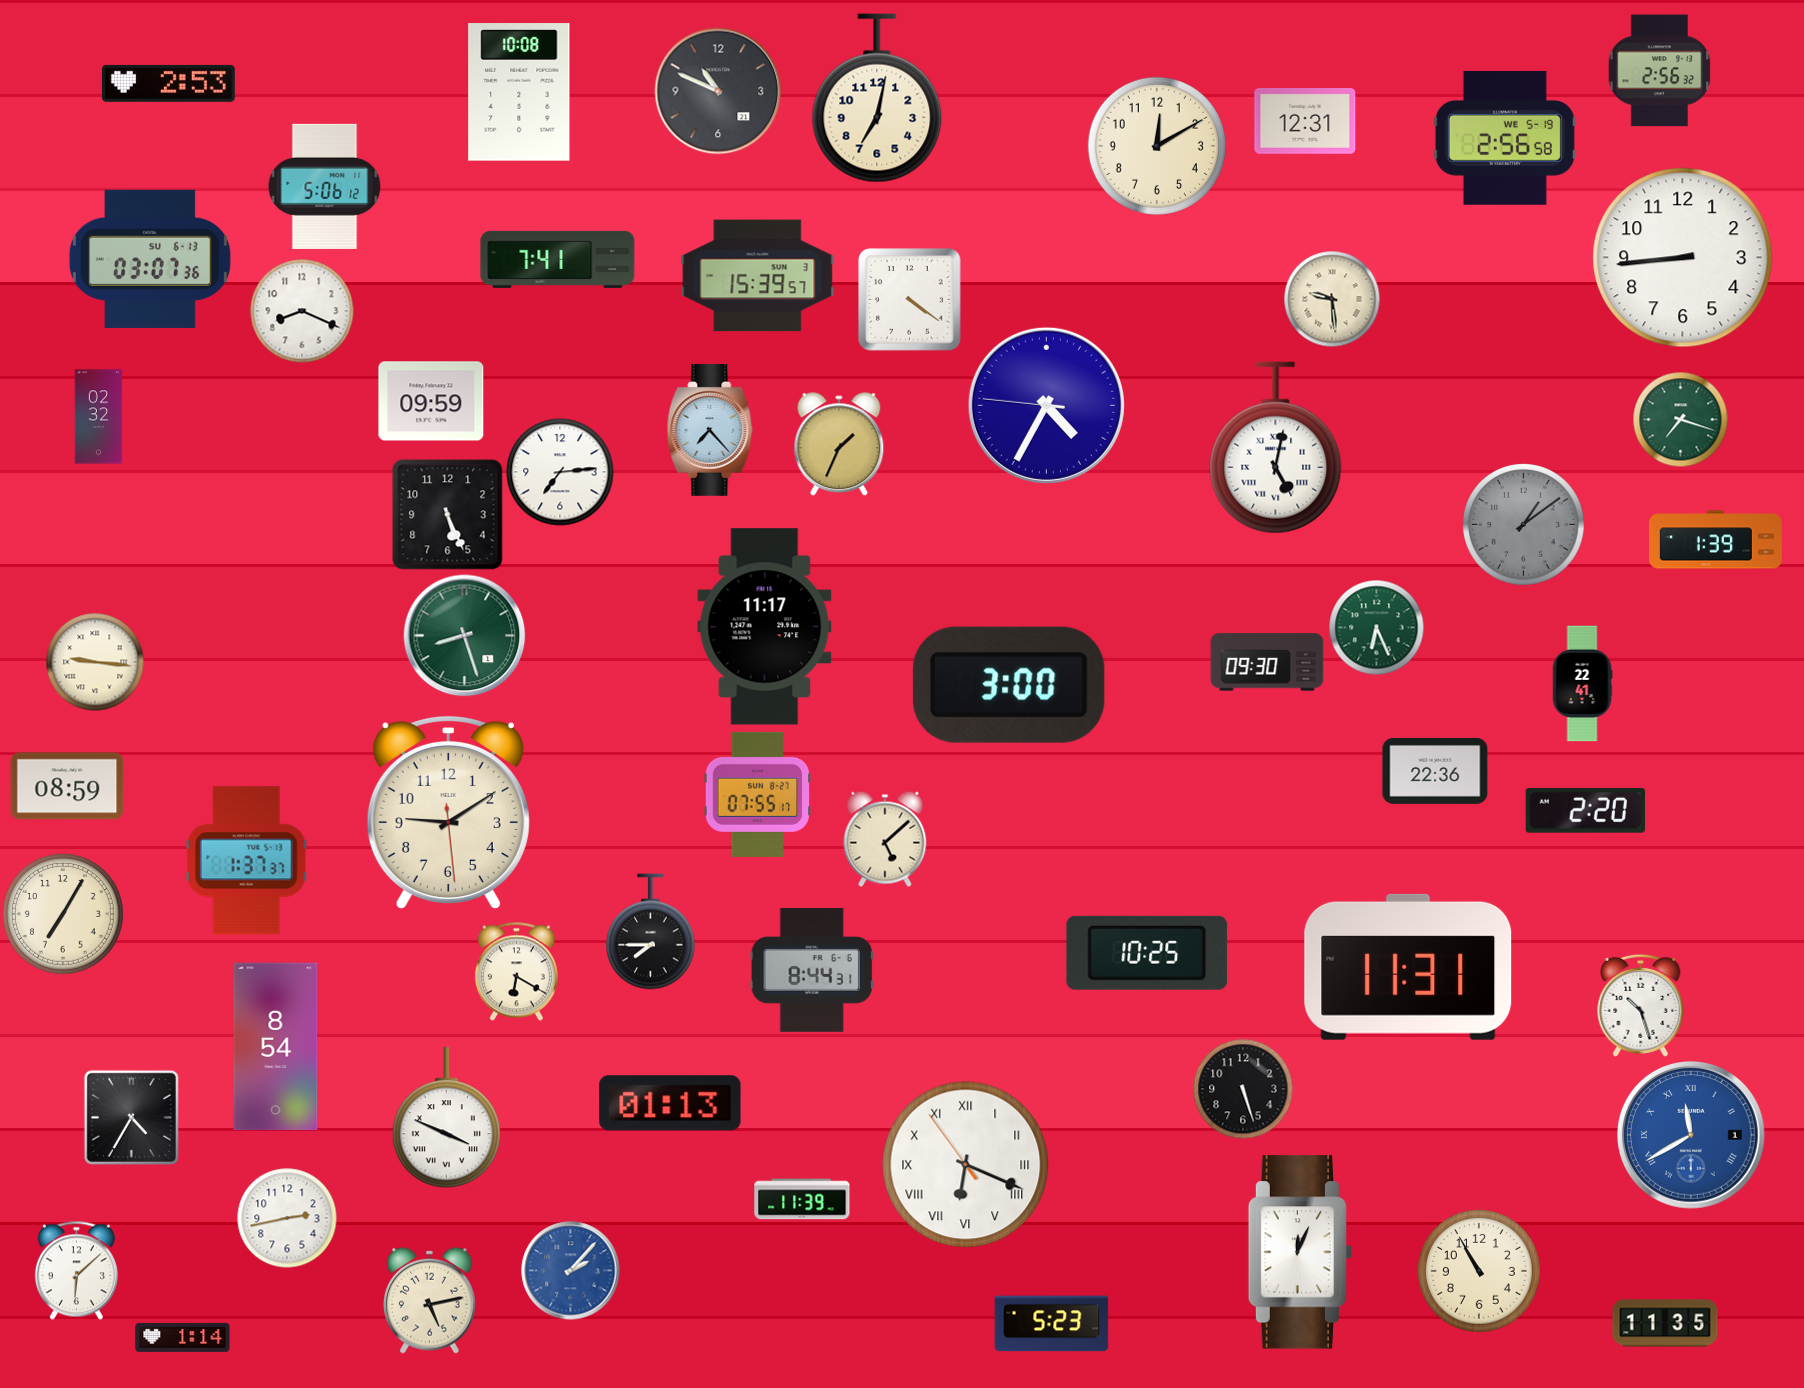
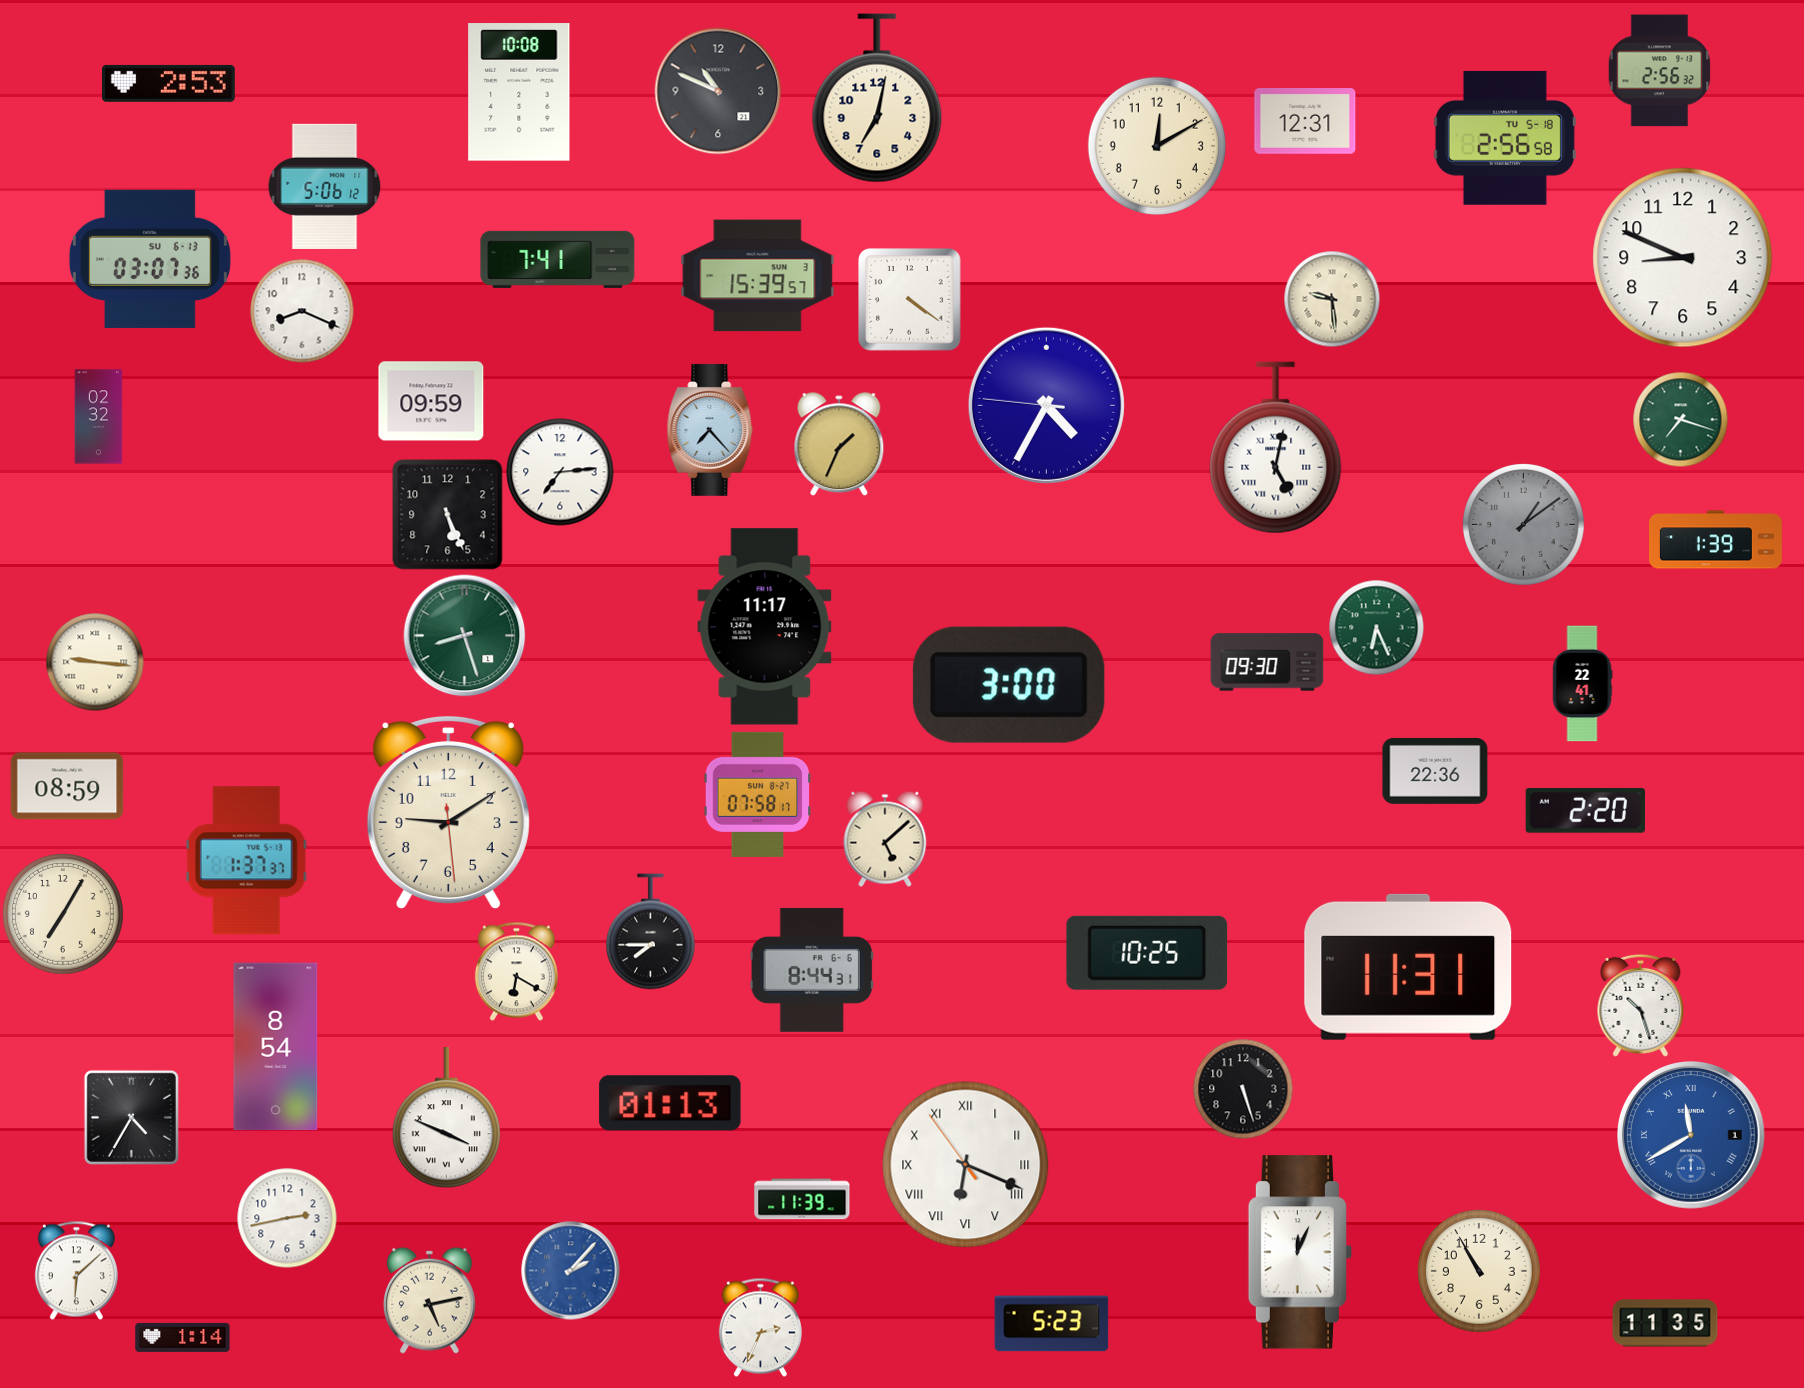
clock at (1505, 138) date: WE 5-19 -> TU 5-18
clock at (1683, 258): 8:44 -> 8:49
clock at (758, 794): 07:55 -> 07:58
clock at (760, 1327): none -> 2:34
